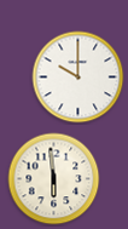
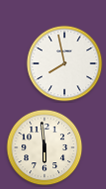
clock at (78, 78): 10:00 -> 7:58
